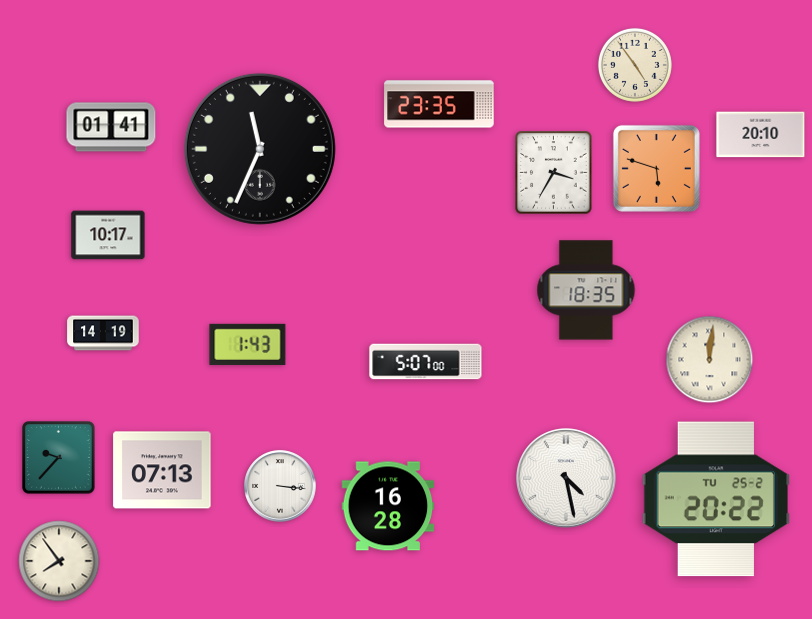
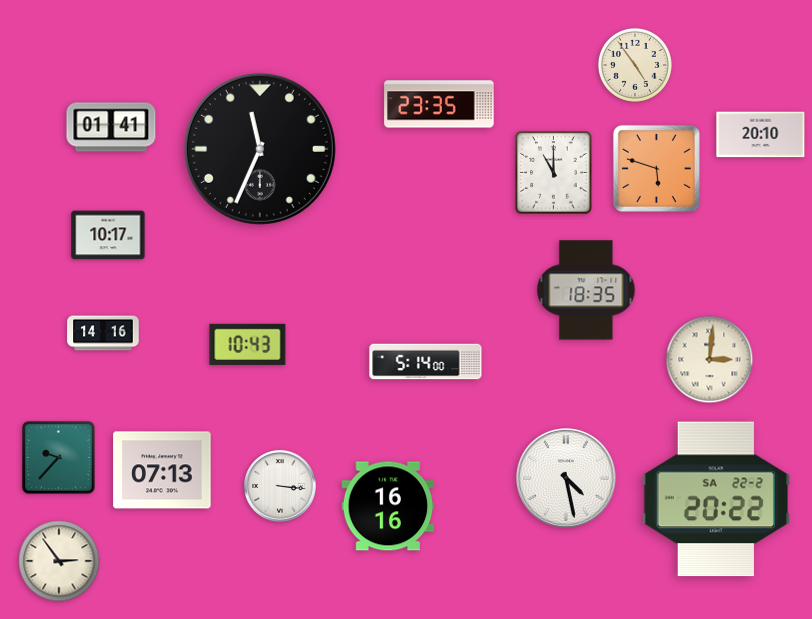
clock at (554, 173): 3:35 -> 11:00
clock at (103, 333): 14:19 -> 14:16
clock at (248, 344): 1:43 -> 10:43
clock at (710, 360): 12:01 -> 3:01
clock at (426, 362): 5:07 -> 5:14
clock at (716, 499) date: TU 25-2 -> SA 22-2
clock at (388, 506): 16:28 -> 16:16
clock at (59, 561): 7:54 -> 2:54
